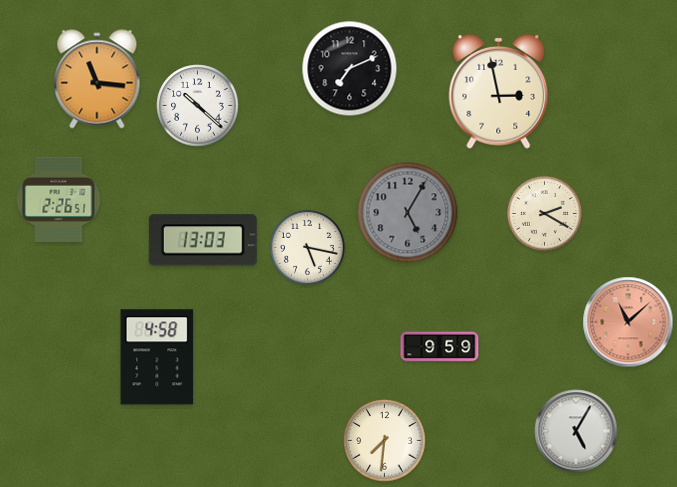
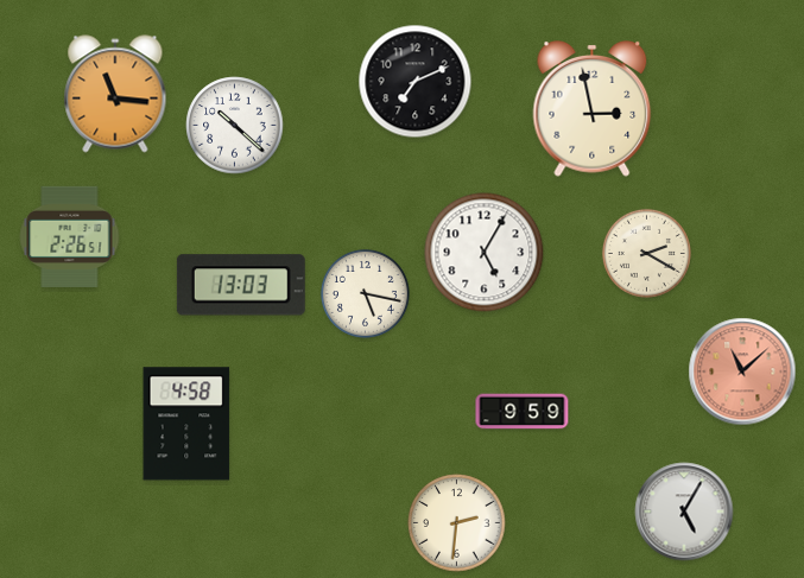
clock at (408, 213) dial: grey -> white
clock at (628, 322) position: (628, 322) -> (742, 371)
clock at (385, 441): 7:31 -> 2:31
